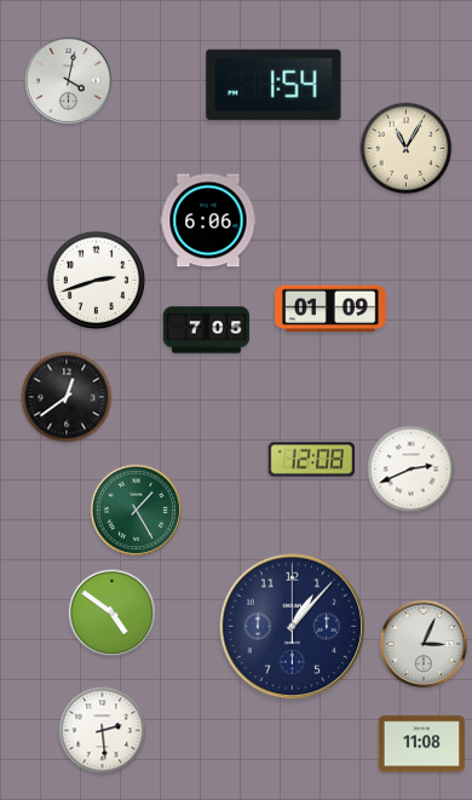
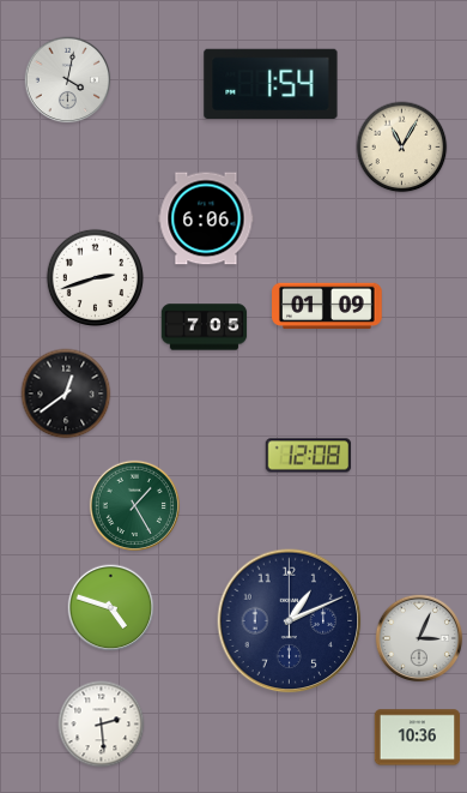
clock at (411, 470): 2:41 -> none
clock at (113, 614): 4:51 -> 4:48
clock at (293, 627): 1:07 -> 1:11
clock at (422, 744): 11:08 -> 10:36
